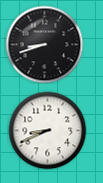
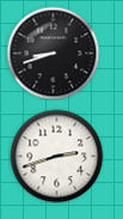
clock at (47, 130): 8:41 -> 2:42
